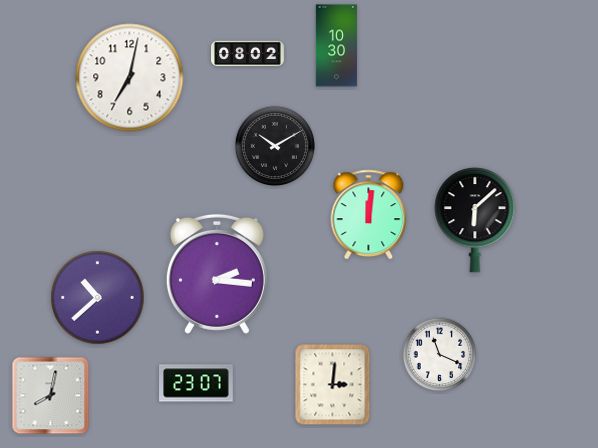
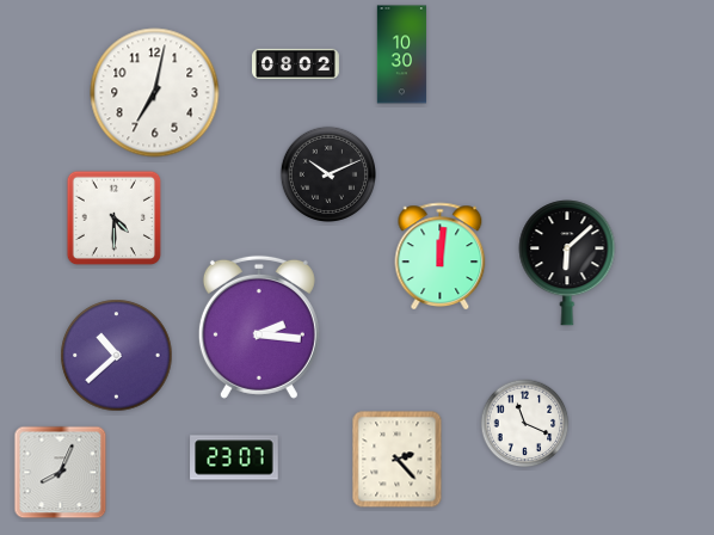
clock at (274, 145): 10:10 -> 10:11
clock at (115, 219): none -> 4:30
clock at (333, 385): 3:01 -> 2:23
clock at (51, 396): 8:02 -> 8:04
